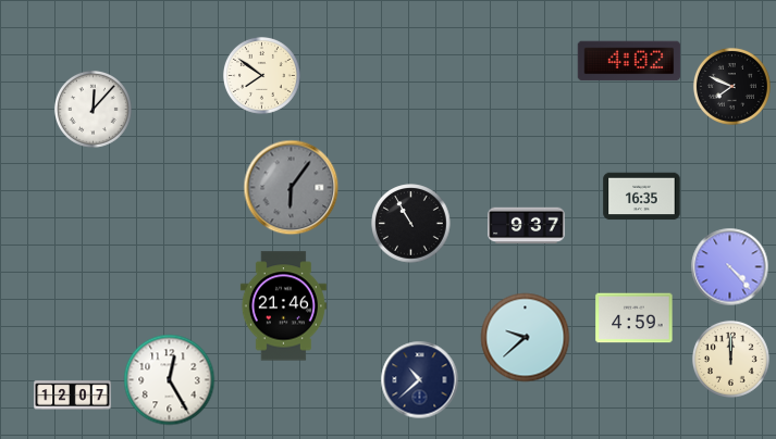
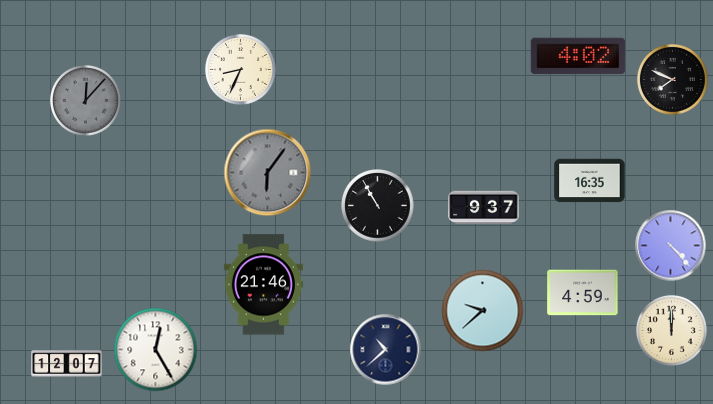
clock at (261, 75): 7:51 -> 8:34
clock at (93, 109) dial: white -> grey
clock at (283, 306) position: (283, 306) -> (263, 285)
